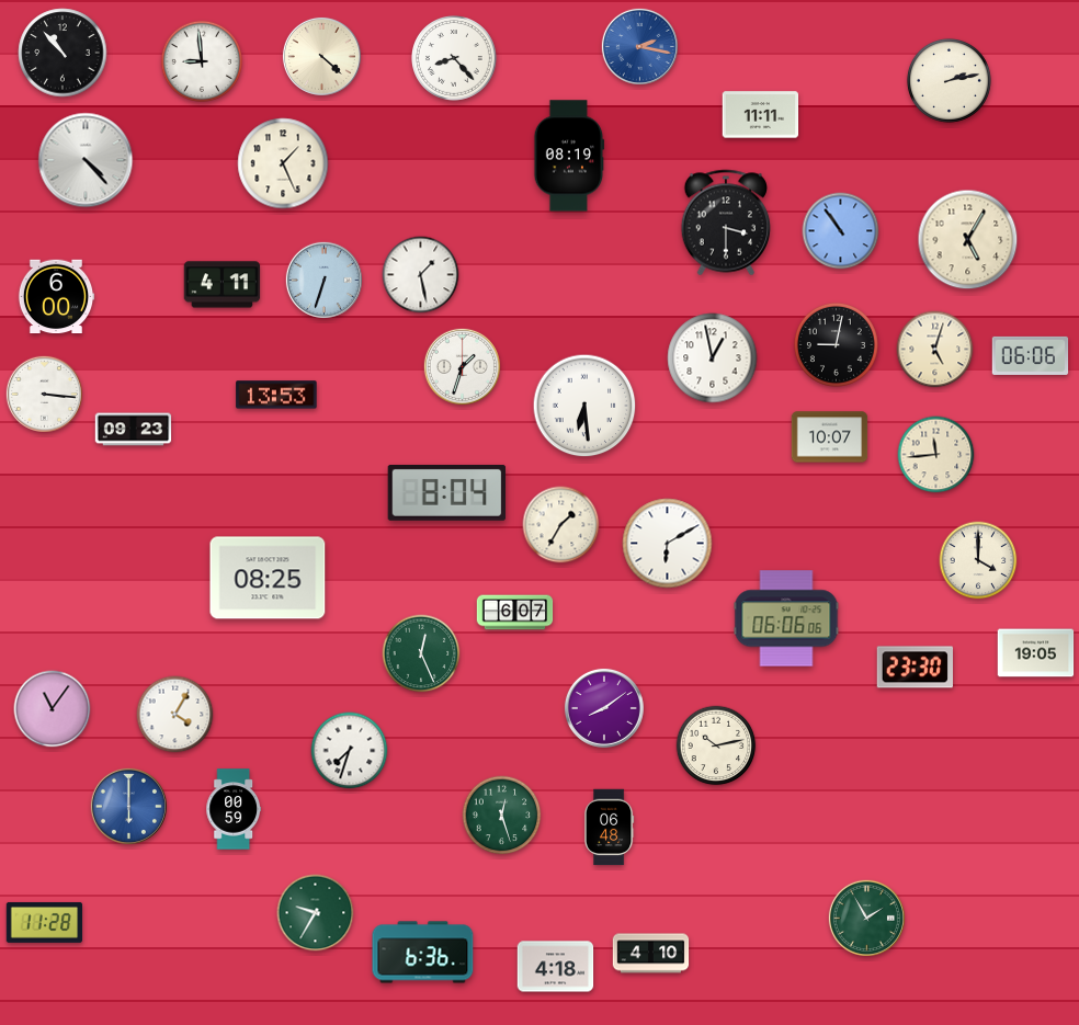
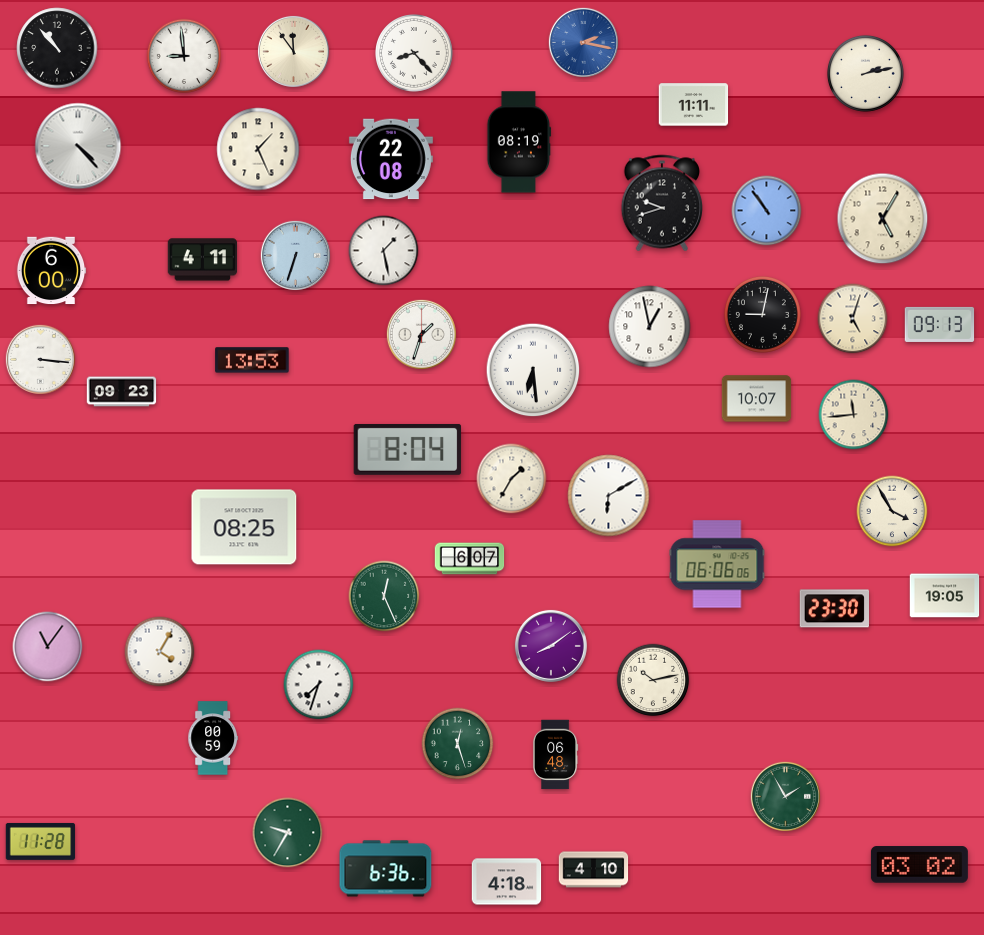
clock at (321, 56): 4:22 -> 11:54
clock at (391, 159): none -> 22:08
clock at (725, 223): 3:30 -> 9:42
clock at (1031, 355): 06:06 -> 09:13
clock at (978, 560): 4:00 -> 3:55
clock at (128, 806): 6:00 -> none
clock at (866, 918) position: (866, 918) -> (785, 796)
clock at (919, 865): none -> 03:02
